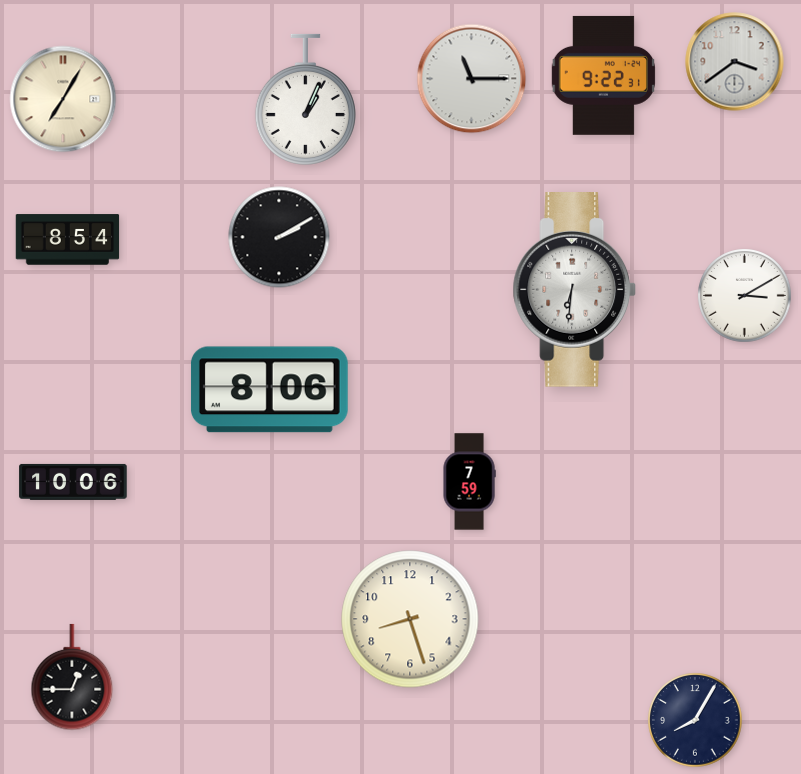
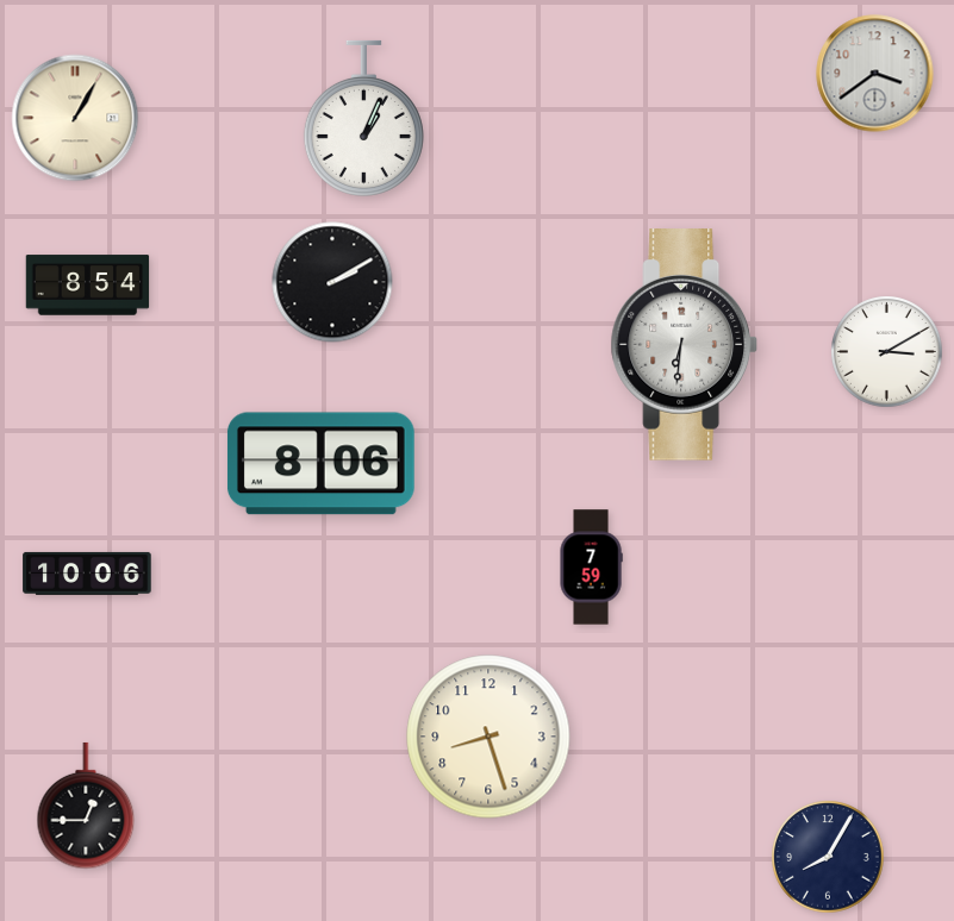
clock at (603, 75): 9:22 -> none
clock at (472, 79): 11:15 -> none
clock at (63, 99): 7:05 -> 1:05
clock at (68, 240) position: (68, 240) -> (88, 286)
clock at (469, 482) position: (469, 482) -> (591, 568)
